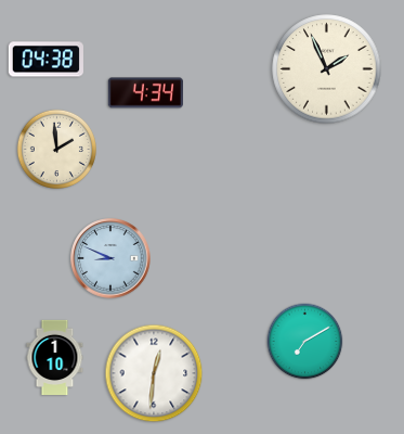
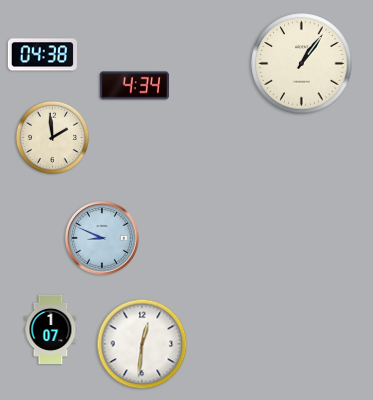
clock at (327, 69): 1:56 -> 1:06
clock at (305, 342): 7:10 -> none
clock at (55, 358): 1:10 -> 1:07
